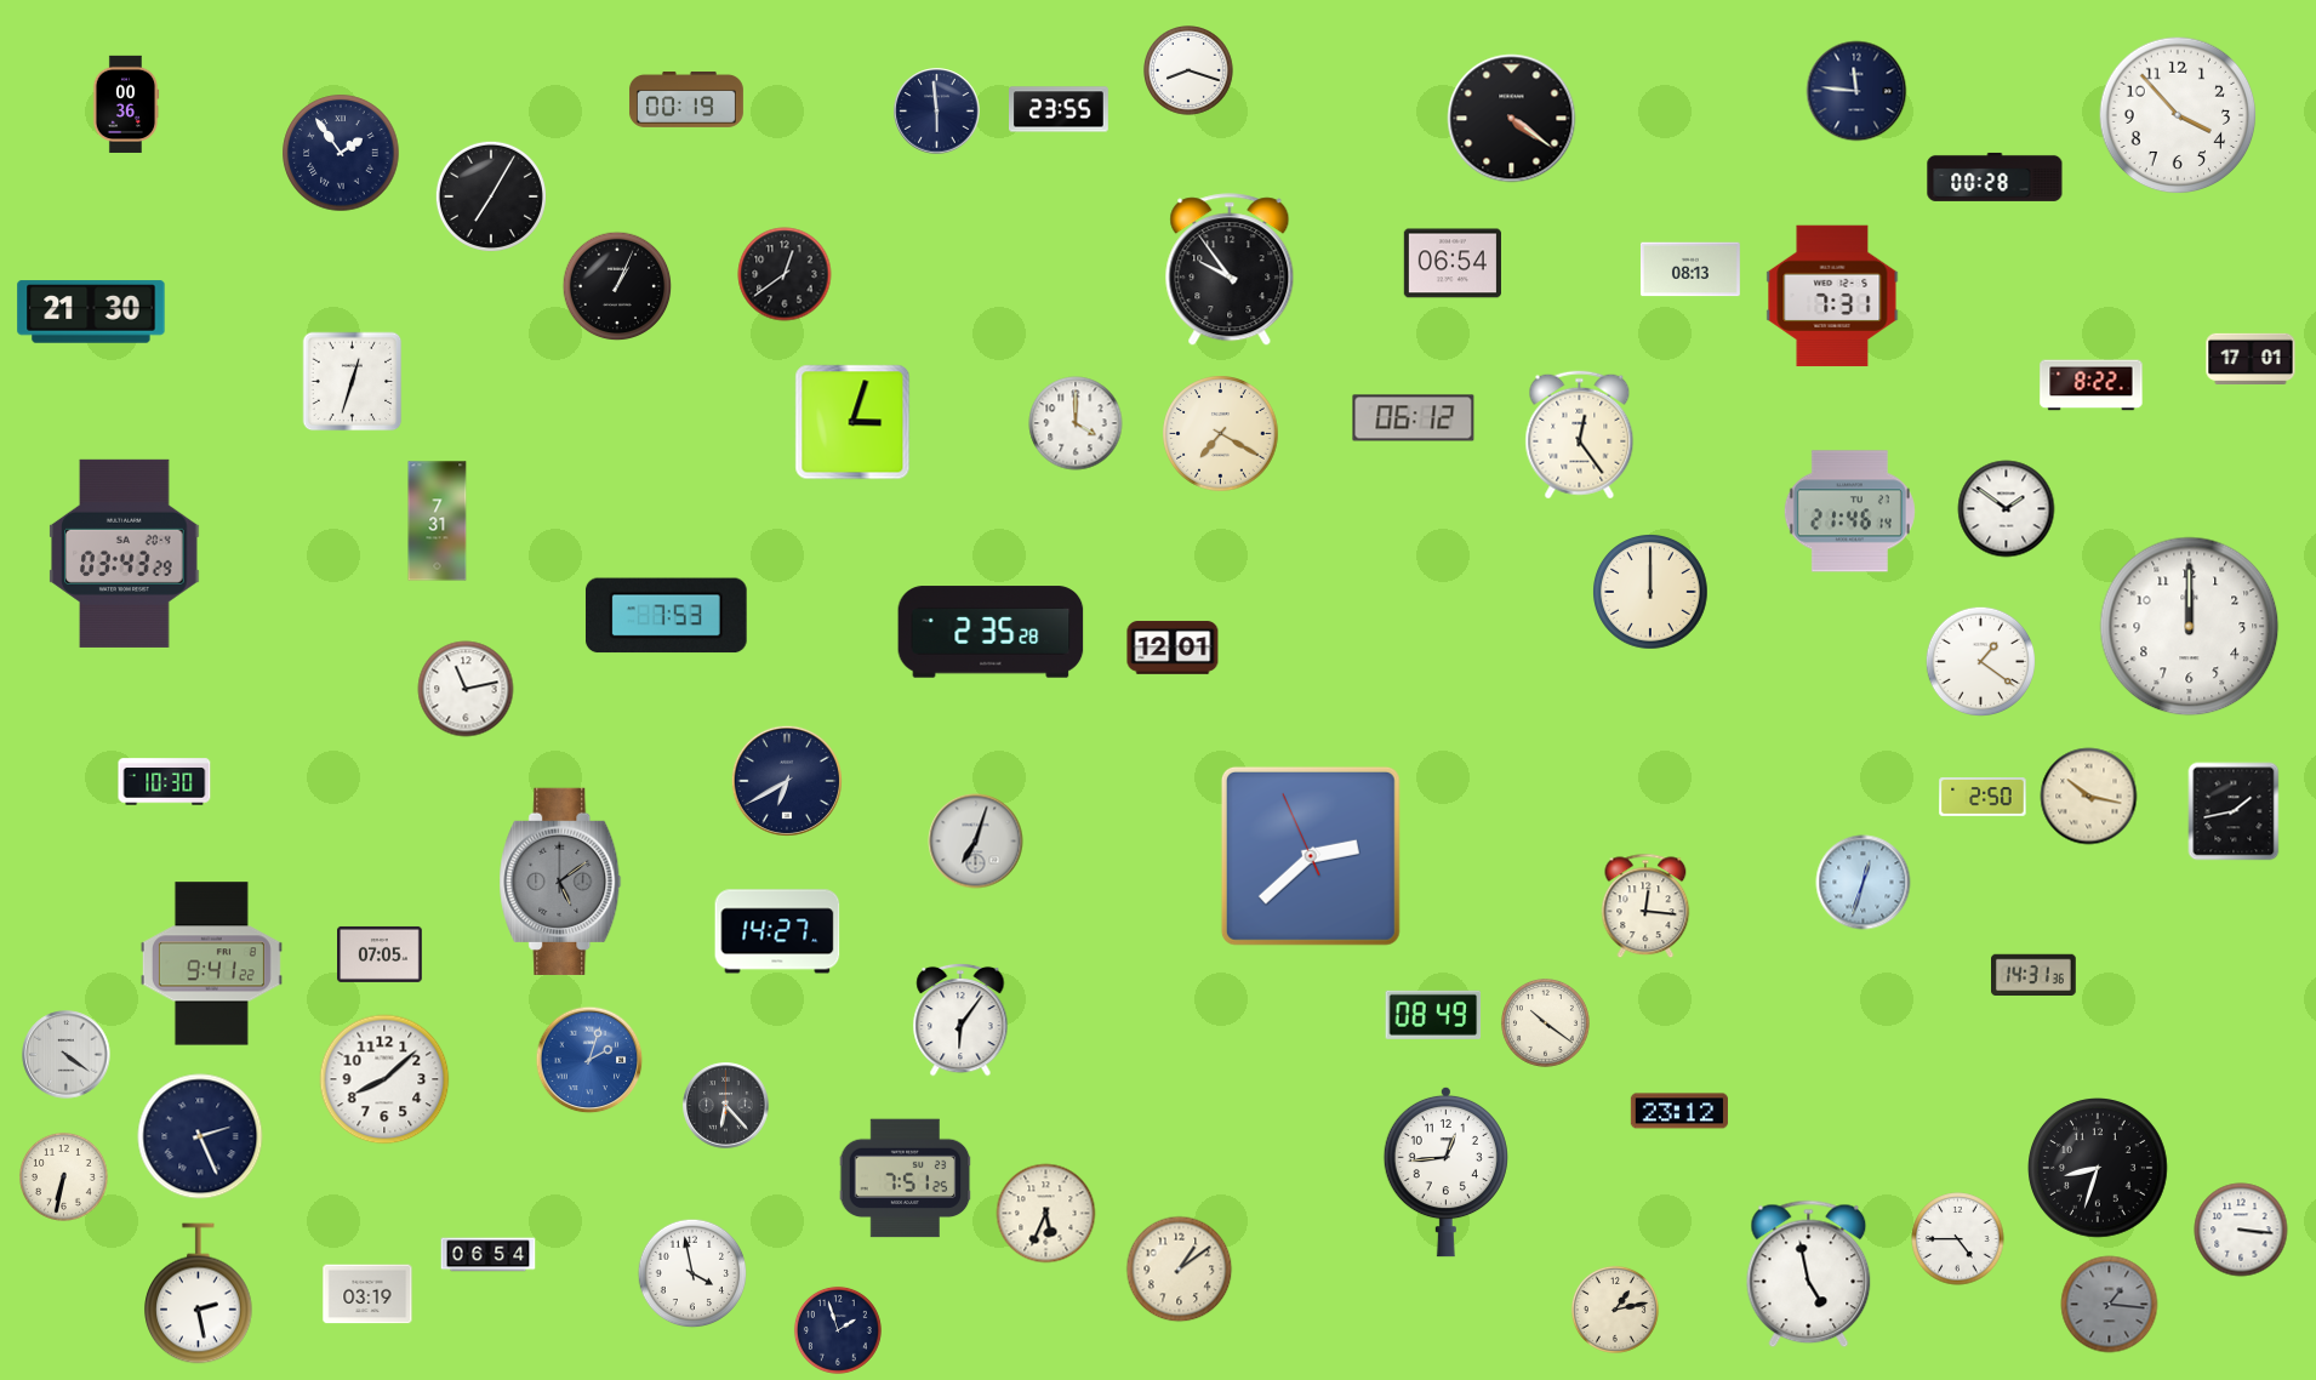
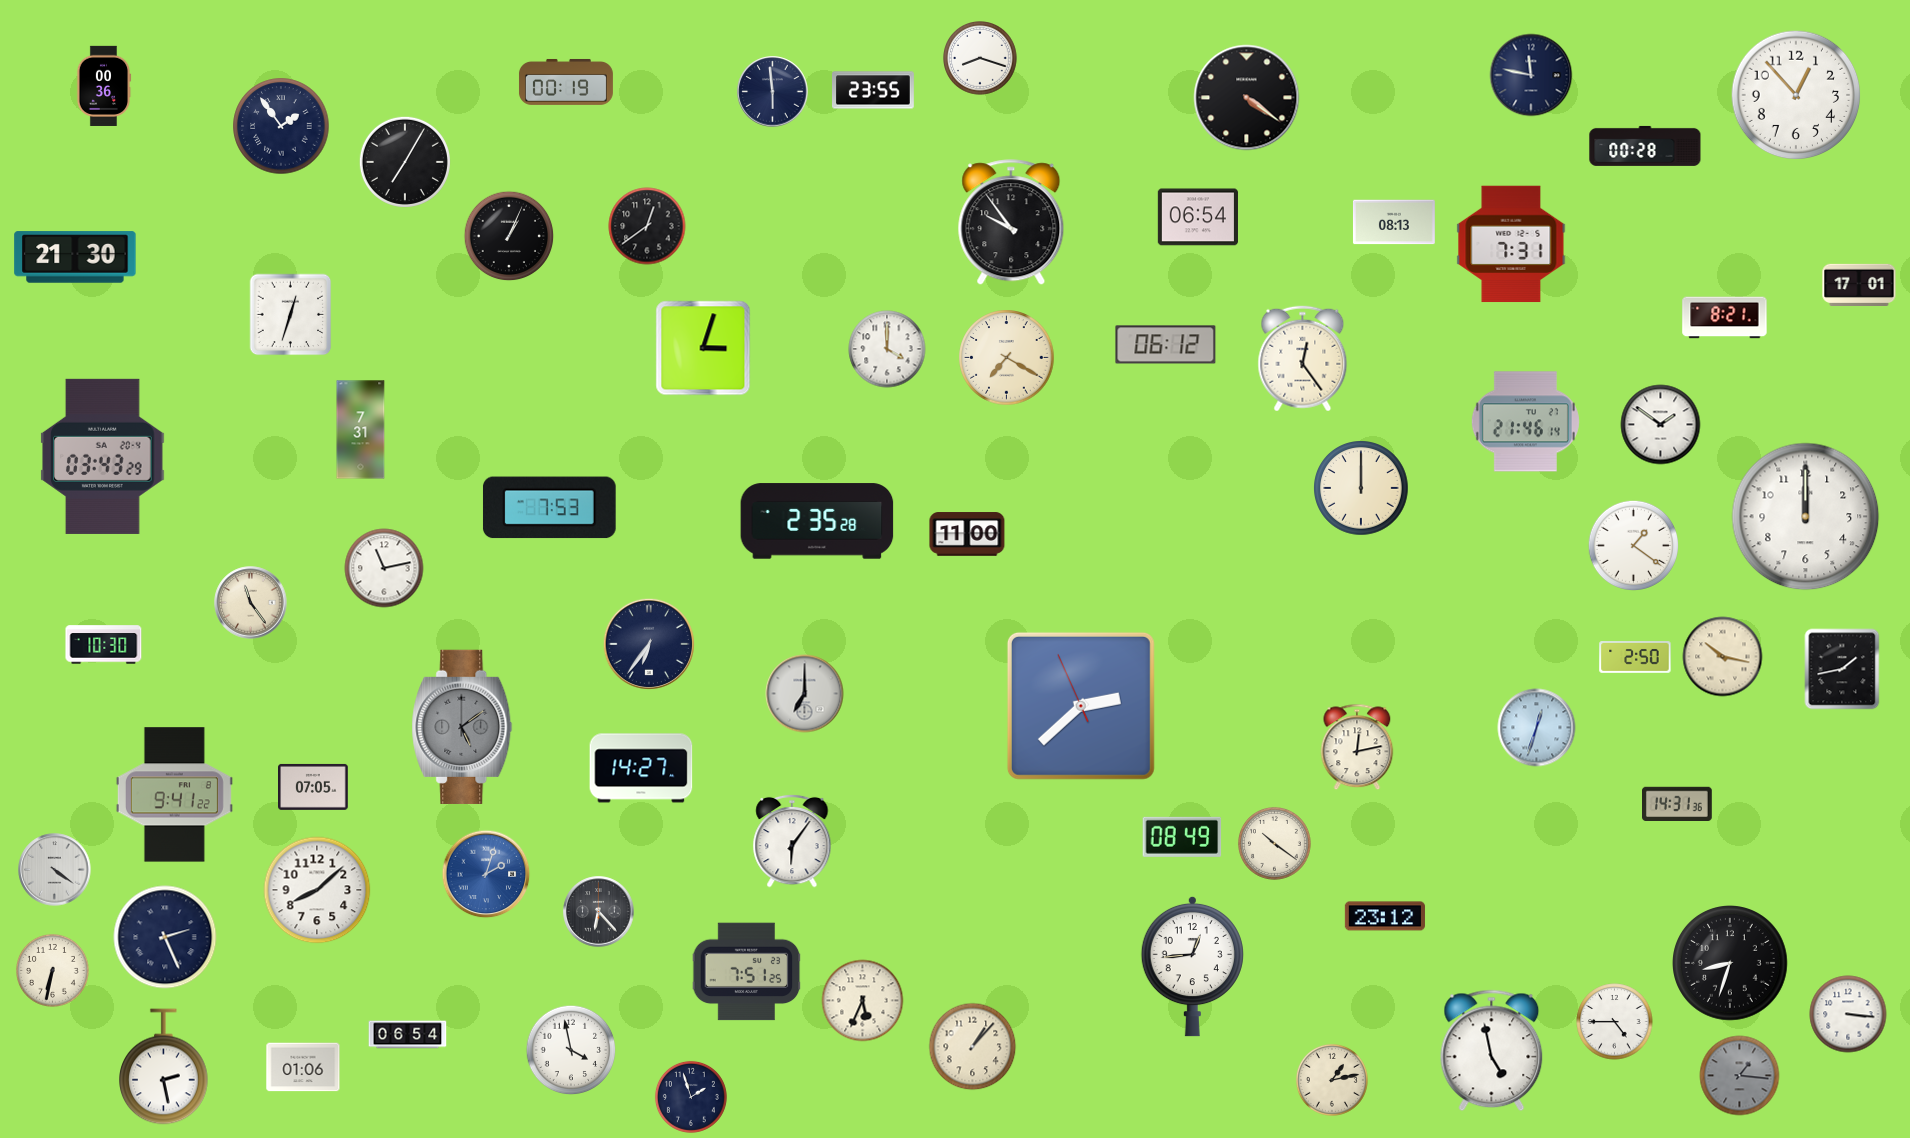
clock at (1856, 91): 11:46 -> 11:47
clock at (2178, 115): 3:53 -> 12:53
clock at (1230, 270) position: (1230, 270) -> (1011, 223)
clock at (2251, 359) position: (2251, 359) -> (1859, 285)
clock at (2092, 386): 8:22 -> 8:21
clock at (2007, 509) position: (2007, 509) -> (1661, 425)
clock at (1173, 648): 12:01 -> 11:00
clock at (251, 603): none -> 11:24
clock at (787, 781): 6:40 -> 6:36
clock at (165, 782) position: (165, 782) -> (104, 645)
clock at (976, 842): 7:03 -> 7:00
clock at (1645, 906): 12:16 -> 12:13
clock at (489, 1255) position: (489, 1255) -> (408, 1035)
clock at (1180, 1270): 1:09 -> 1:07
clock at (367, 1294): 03:19 -> 01:06
